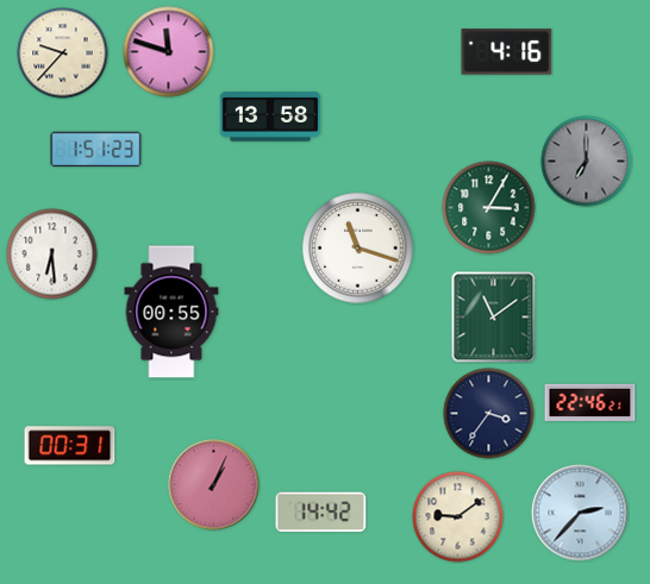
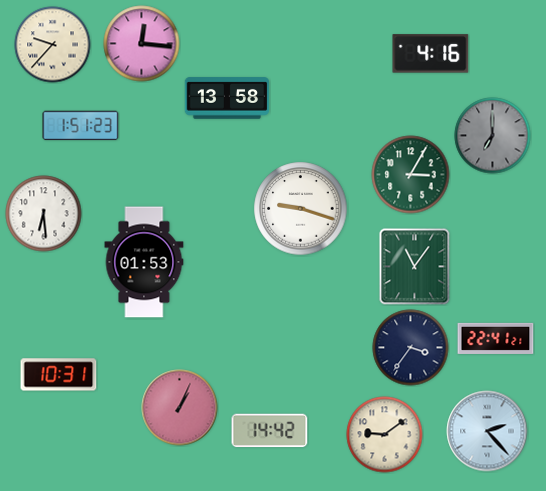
clock at (169, 52): 11:48 -> 12:16
clock at (507, 52) position: (507, 52) -> (431, 54)
clock at (358, 249): 11:18 -> 9:18
clock at (171, 312): 00:55 -> 01:53
clock at (494, 318): 11:09 -> 11:06
clock at (590, 402): 22:46 -> 22:41
clock at (70, 446): 00:31 -> 10:31
clock at (580, 513): 2:37 -> 2:23
